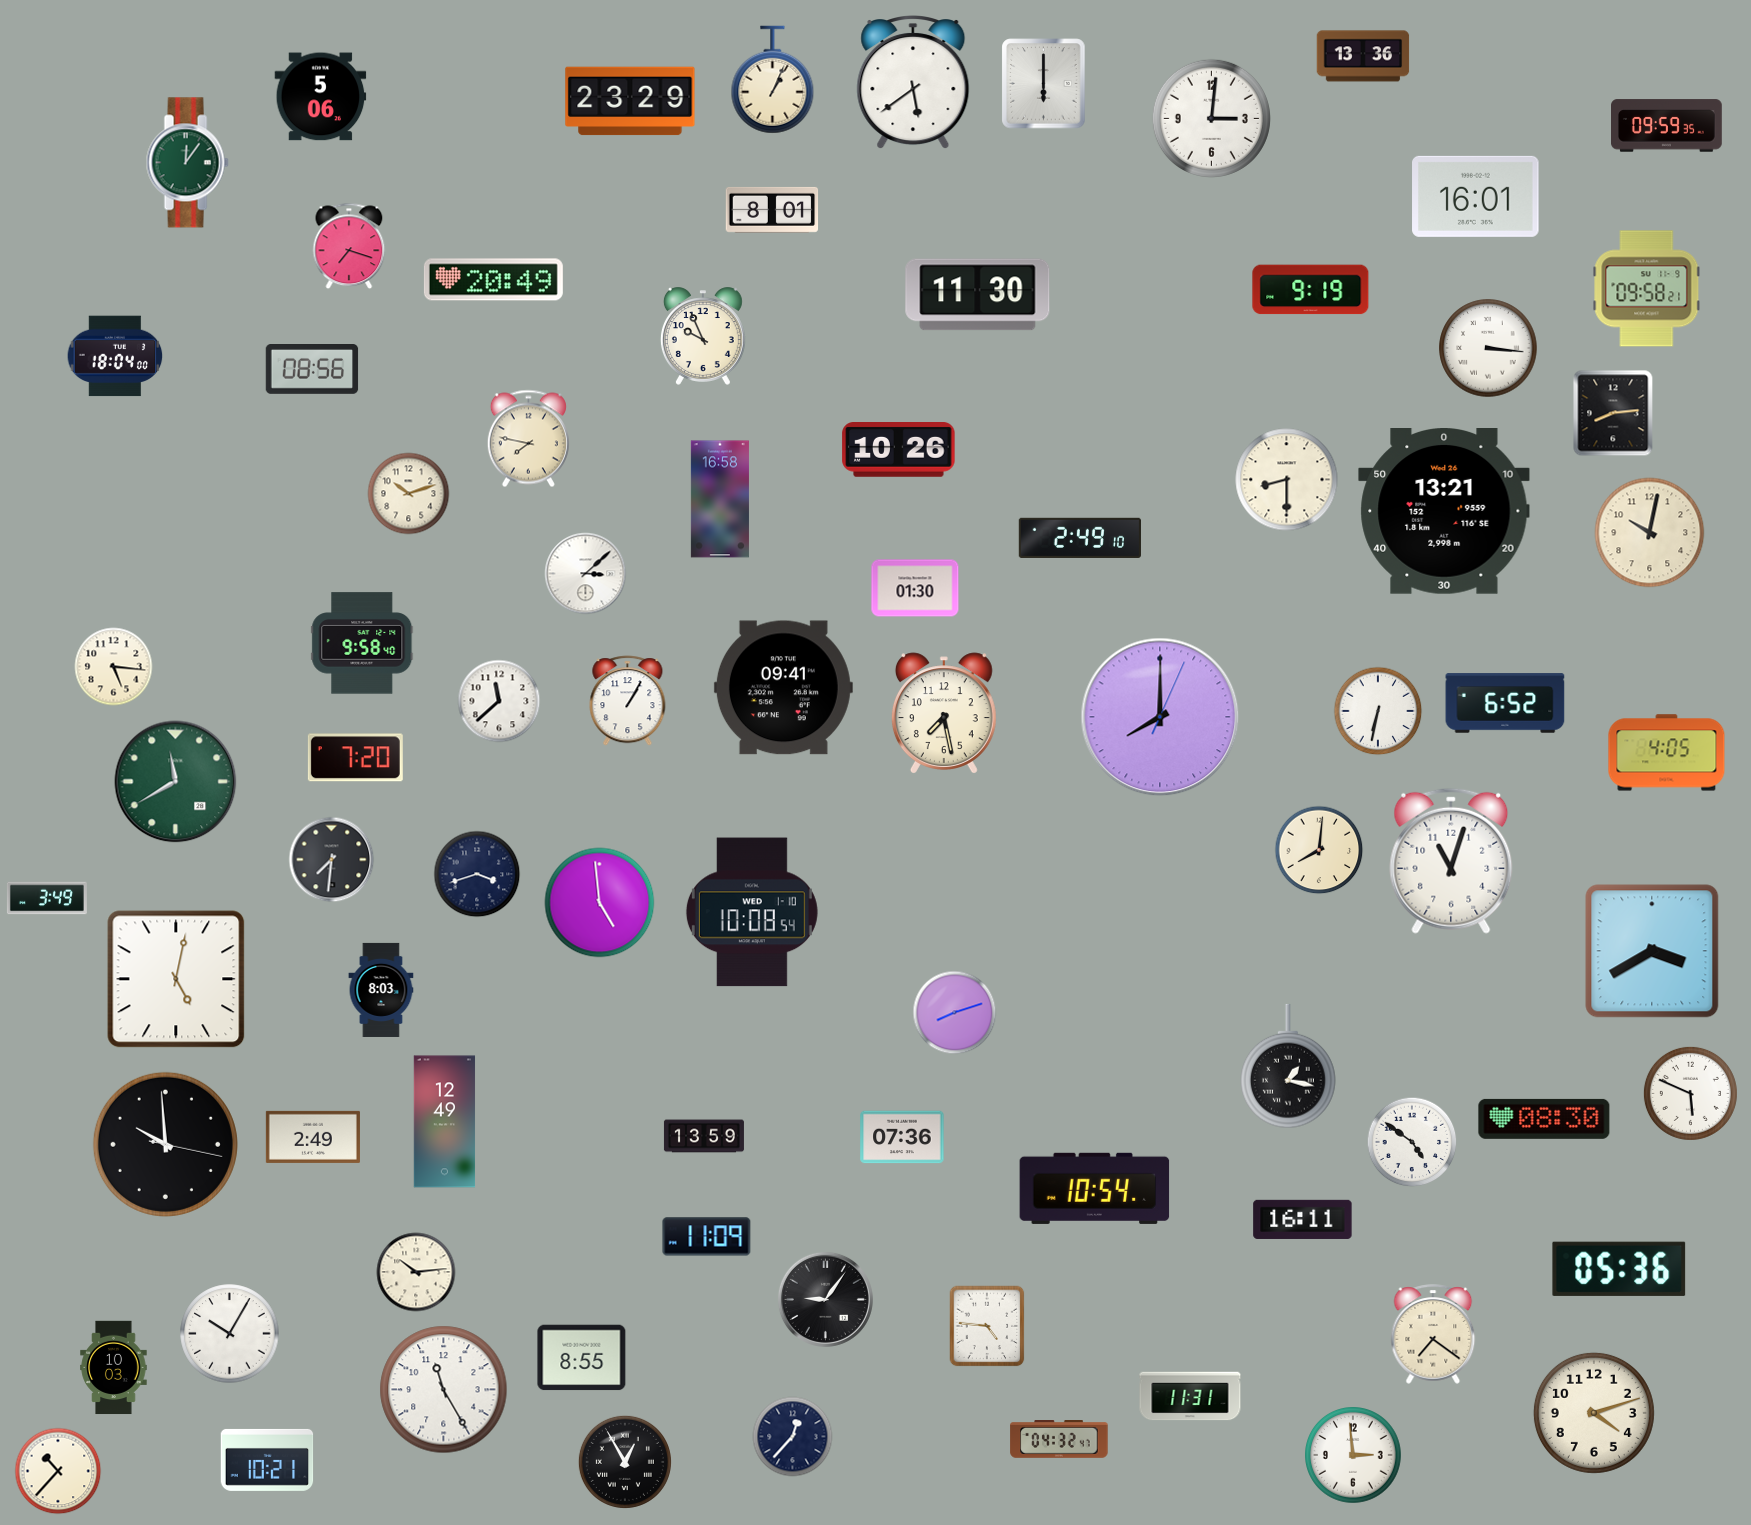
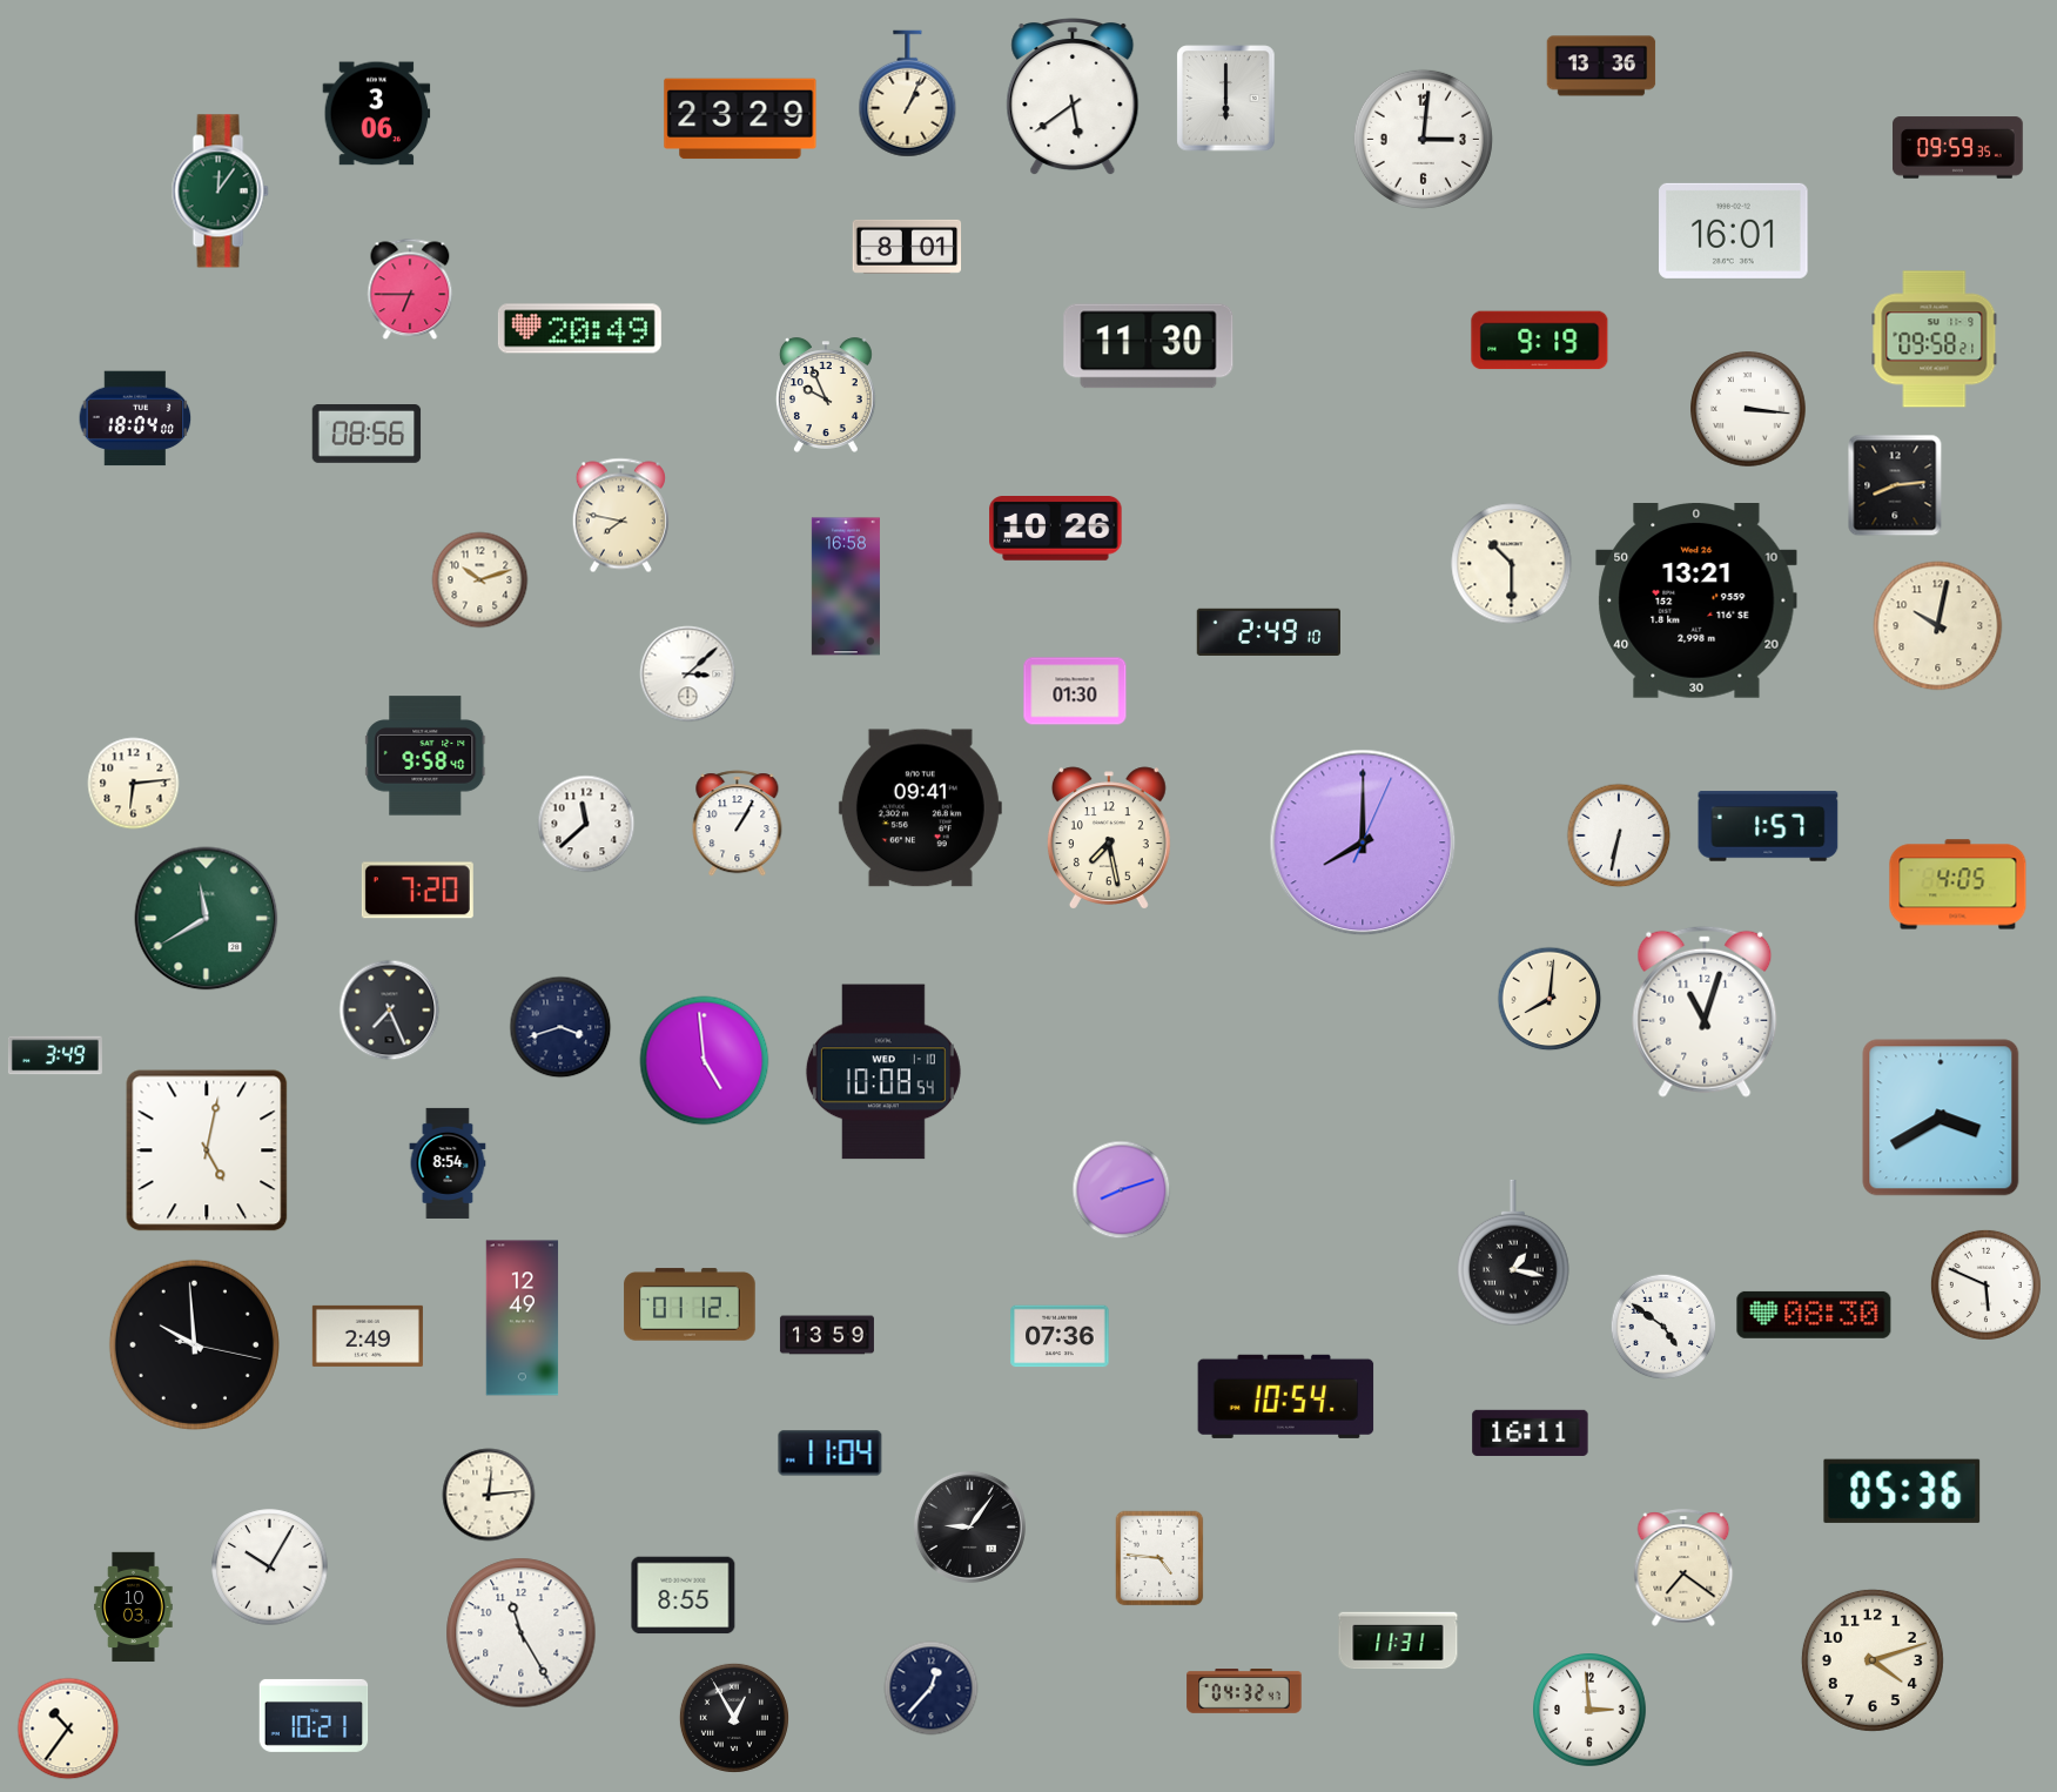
clock at (321, 97): 5:06 -> 3:06
clock at (349, 246): 7:18 -> 6:45
clock at (1287, 480): 8:30 -> 10:30
clock at (114, 667): 5:16 -> 6:14
clock at (1505, 703): 6:52 -> 1:57
clock at (332, 860): 7:31 -> 7:26
clock at (381, 990): 8:03 -> 8:54
clock at (690, 1304): none -> 01:12
clock at (1412, 1142) position: (1412, 1142) -> (1663, 1327)
clock at (707, 1237): 11:09 -> 11:04
clock at (416, 1272): 10:14 -> 12:14
clock at (58, 1471): 10:37 -> 10:36
